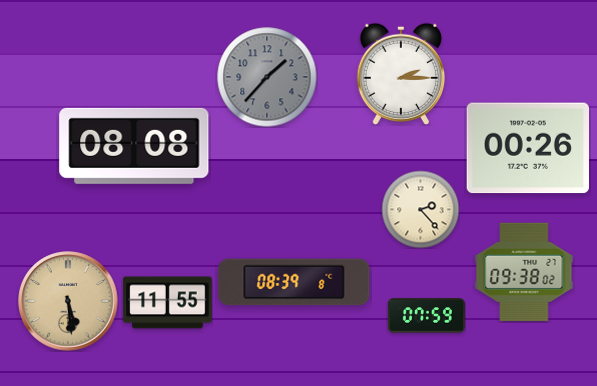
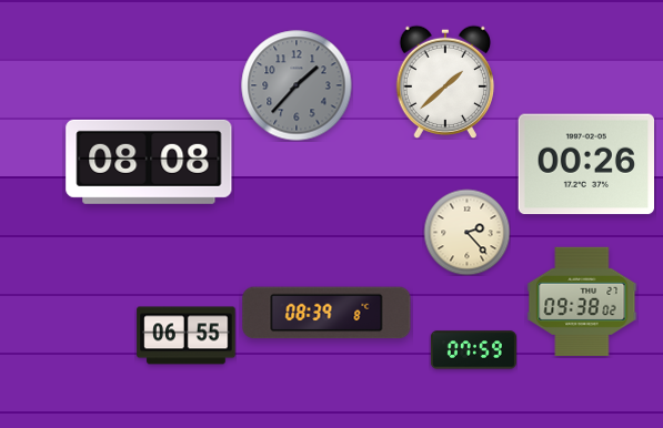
clock at (401, 74): 2:15 -> 1:38
clock at (68, 301): 5:29 -> none
clock at (168, 303): 11:55 -> 06:55
